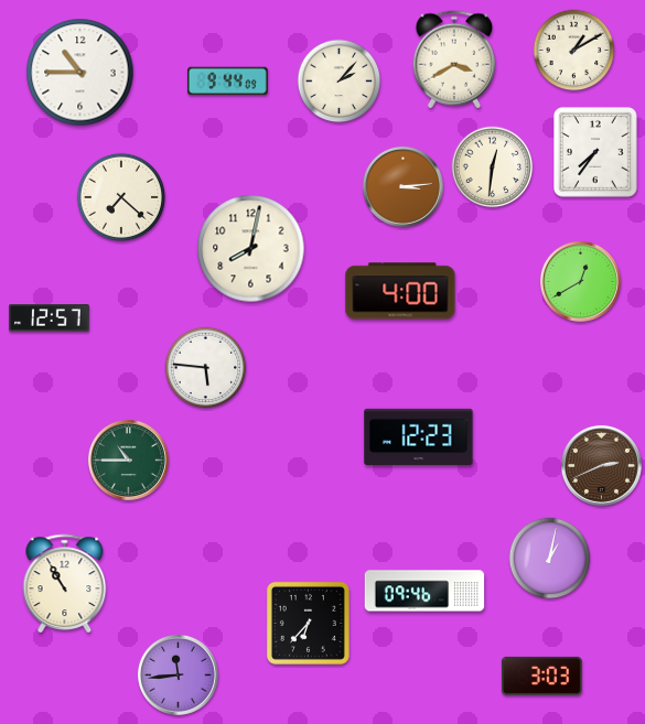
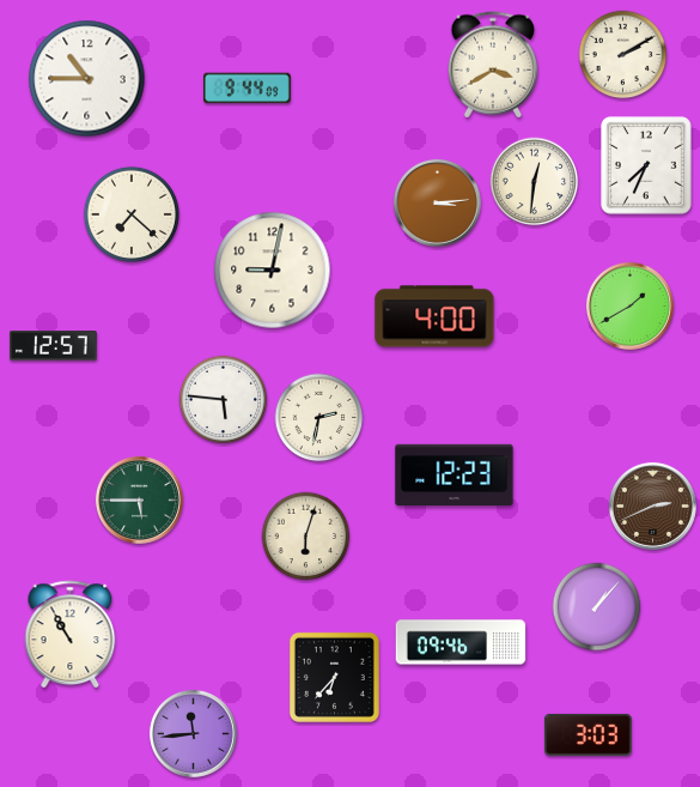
clock at (574, 51): 1:10 -> 2:10
clock at (340, 82): 2:07 -> none
clock at (595, 152): 7:36 -> 7:34
clock at (251, 249): 8:02 -> 9:02
clock at (580, 281): 12:40 -> 1:40
clock at (319, 418): none -> 2:32
clock at (128, 460): 10:45 -> 5:45
clock at (306, 537): none -> 6:03
clock at (550, 559): 1:02 -> 1:07
